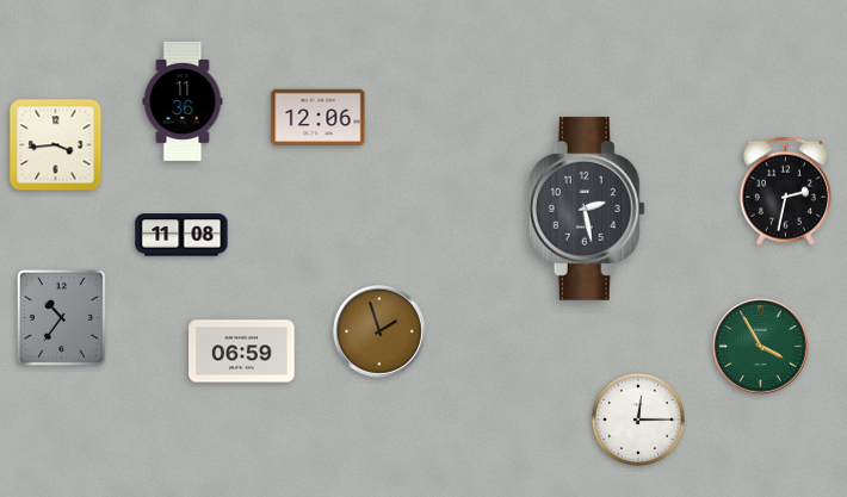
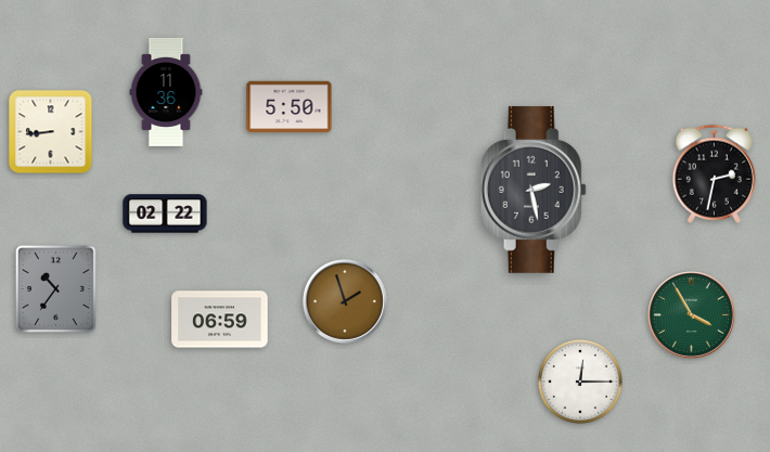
clock at (319, 118): 12:06 -> 5:50
clock at (56, 145): 3:44 -> 8:44
clock at (181, 235): 11:08 -> 02:22
